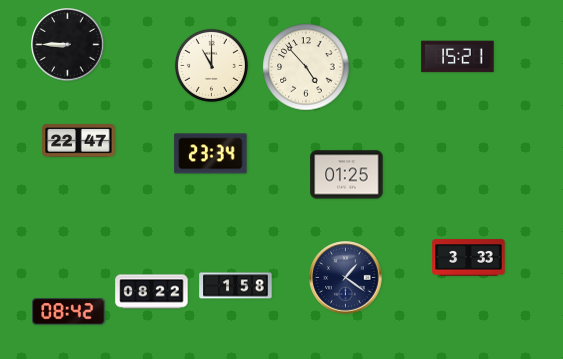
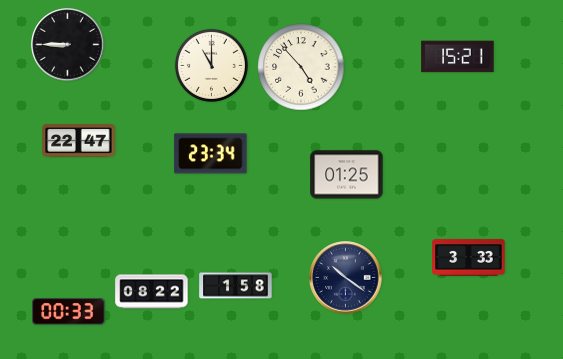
clock at (306, 67) position: (306, 67) -> (301, 67)
clock at (346, 278): 1:21 -> 10:21
clock at (69, 312): 08:42 -> 00:33
